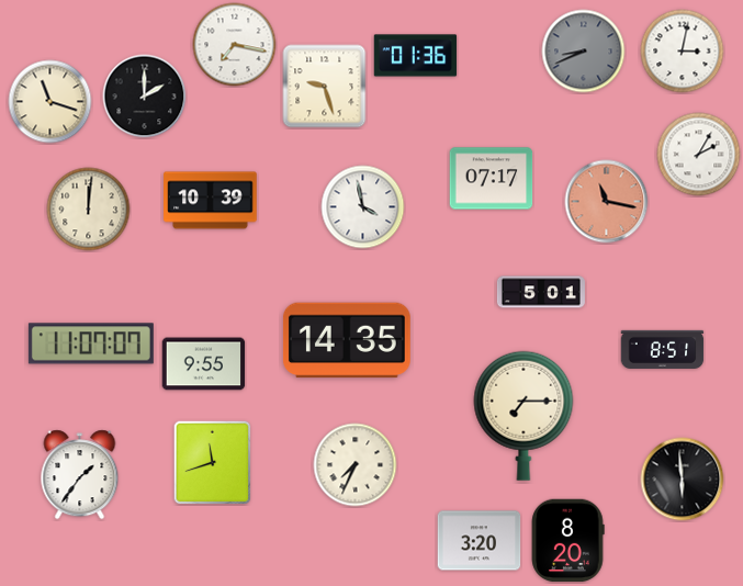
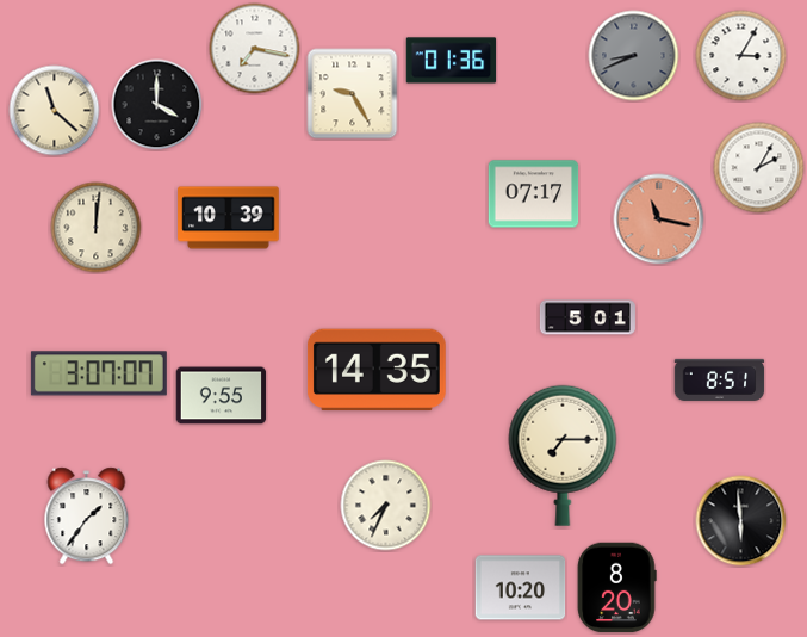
clock at (683, 52): 3:02 -> 3:05
clock at (325, 87): 9:27 -> 9:25
clock at (145, 97): 2:00 -> 4:00
clock at (50, 102): 11:18 -> 11:22
clock at (363, 207): 3:58 -> none
clock at (91, 343): 11:07 -> 3:07
clock at (524, 416) position: (524, 416) -> (563, 456)
clock at (213, 463): 11:42 -> none
clock at (480, 541): 3:20 -> 10:20
